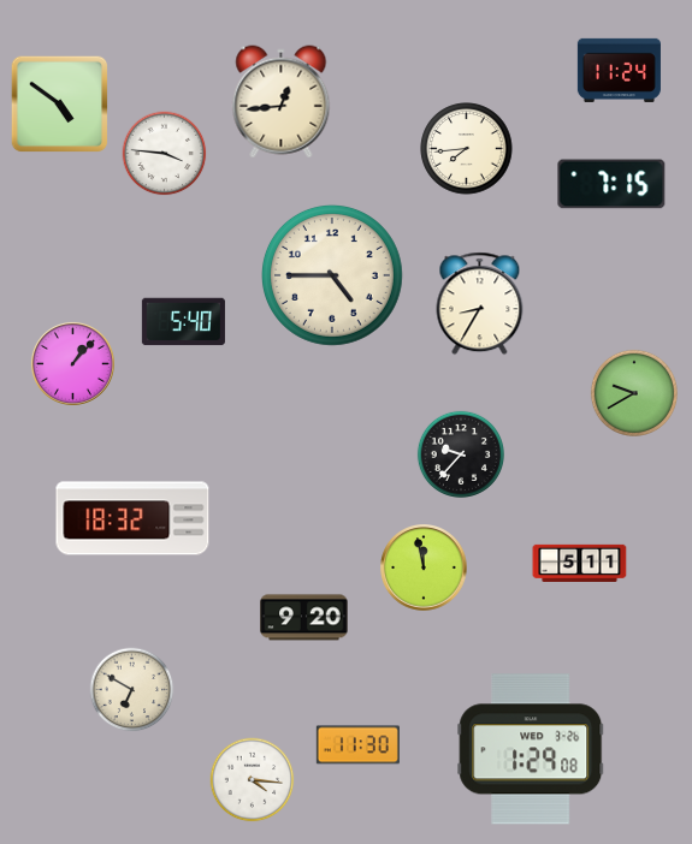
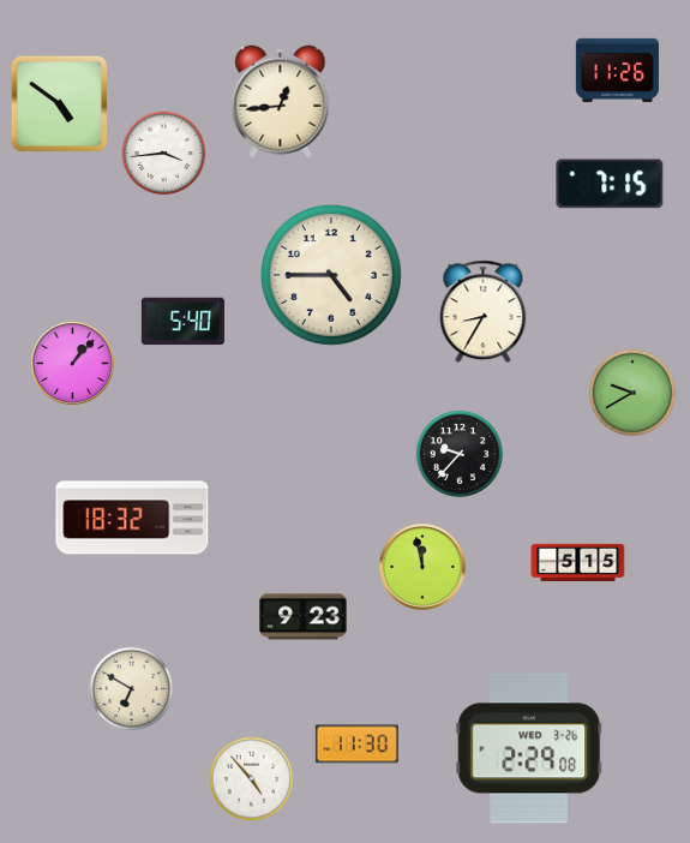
clock at (619, 70): 11:24 -> 11:26
clock at (467, 149): 7:44 -> none
clock at (165, 154): 3:46 -> 3:44
clock at (480, 304) position: (480, 304) -> (484, 312)
clock at (580, 563): 5:11 -> 5:15
clock at (304, 618): 9:20 -> 9:23
clock at (531, 749): 1:29 -> 2:29
clock at (253, 780): 4:16 -> 4:53
